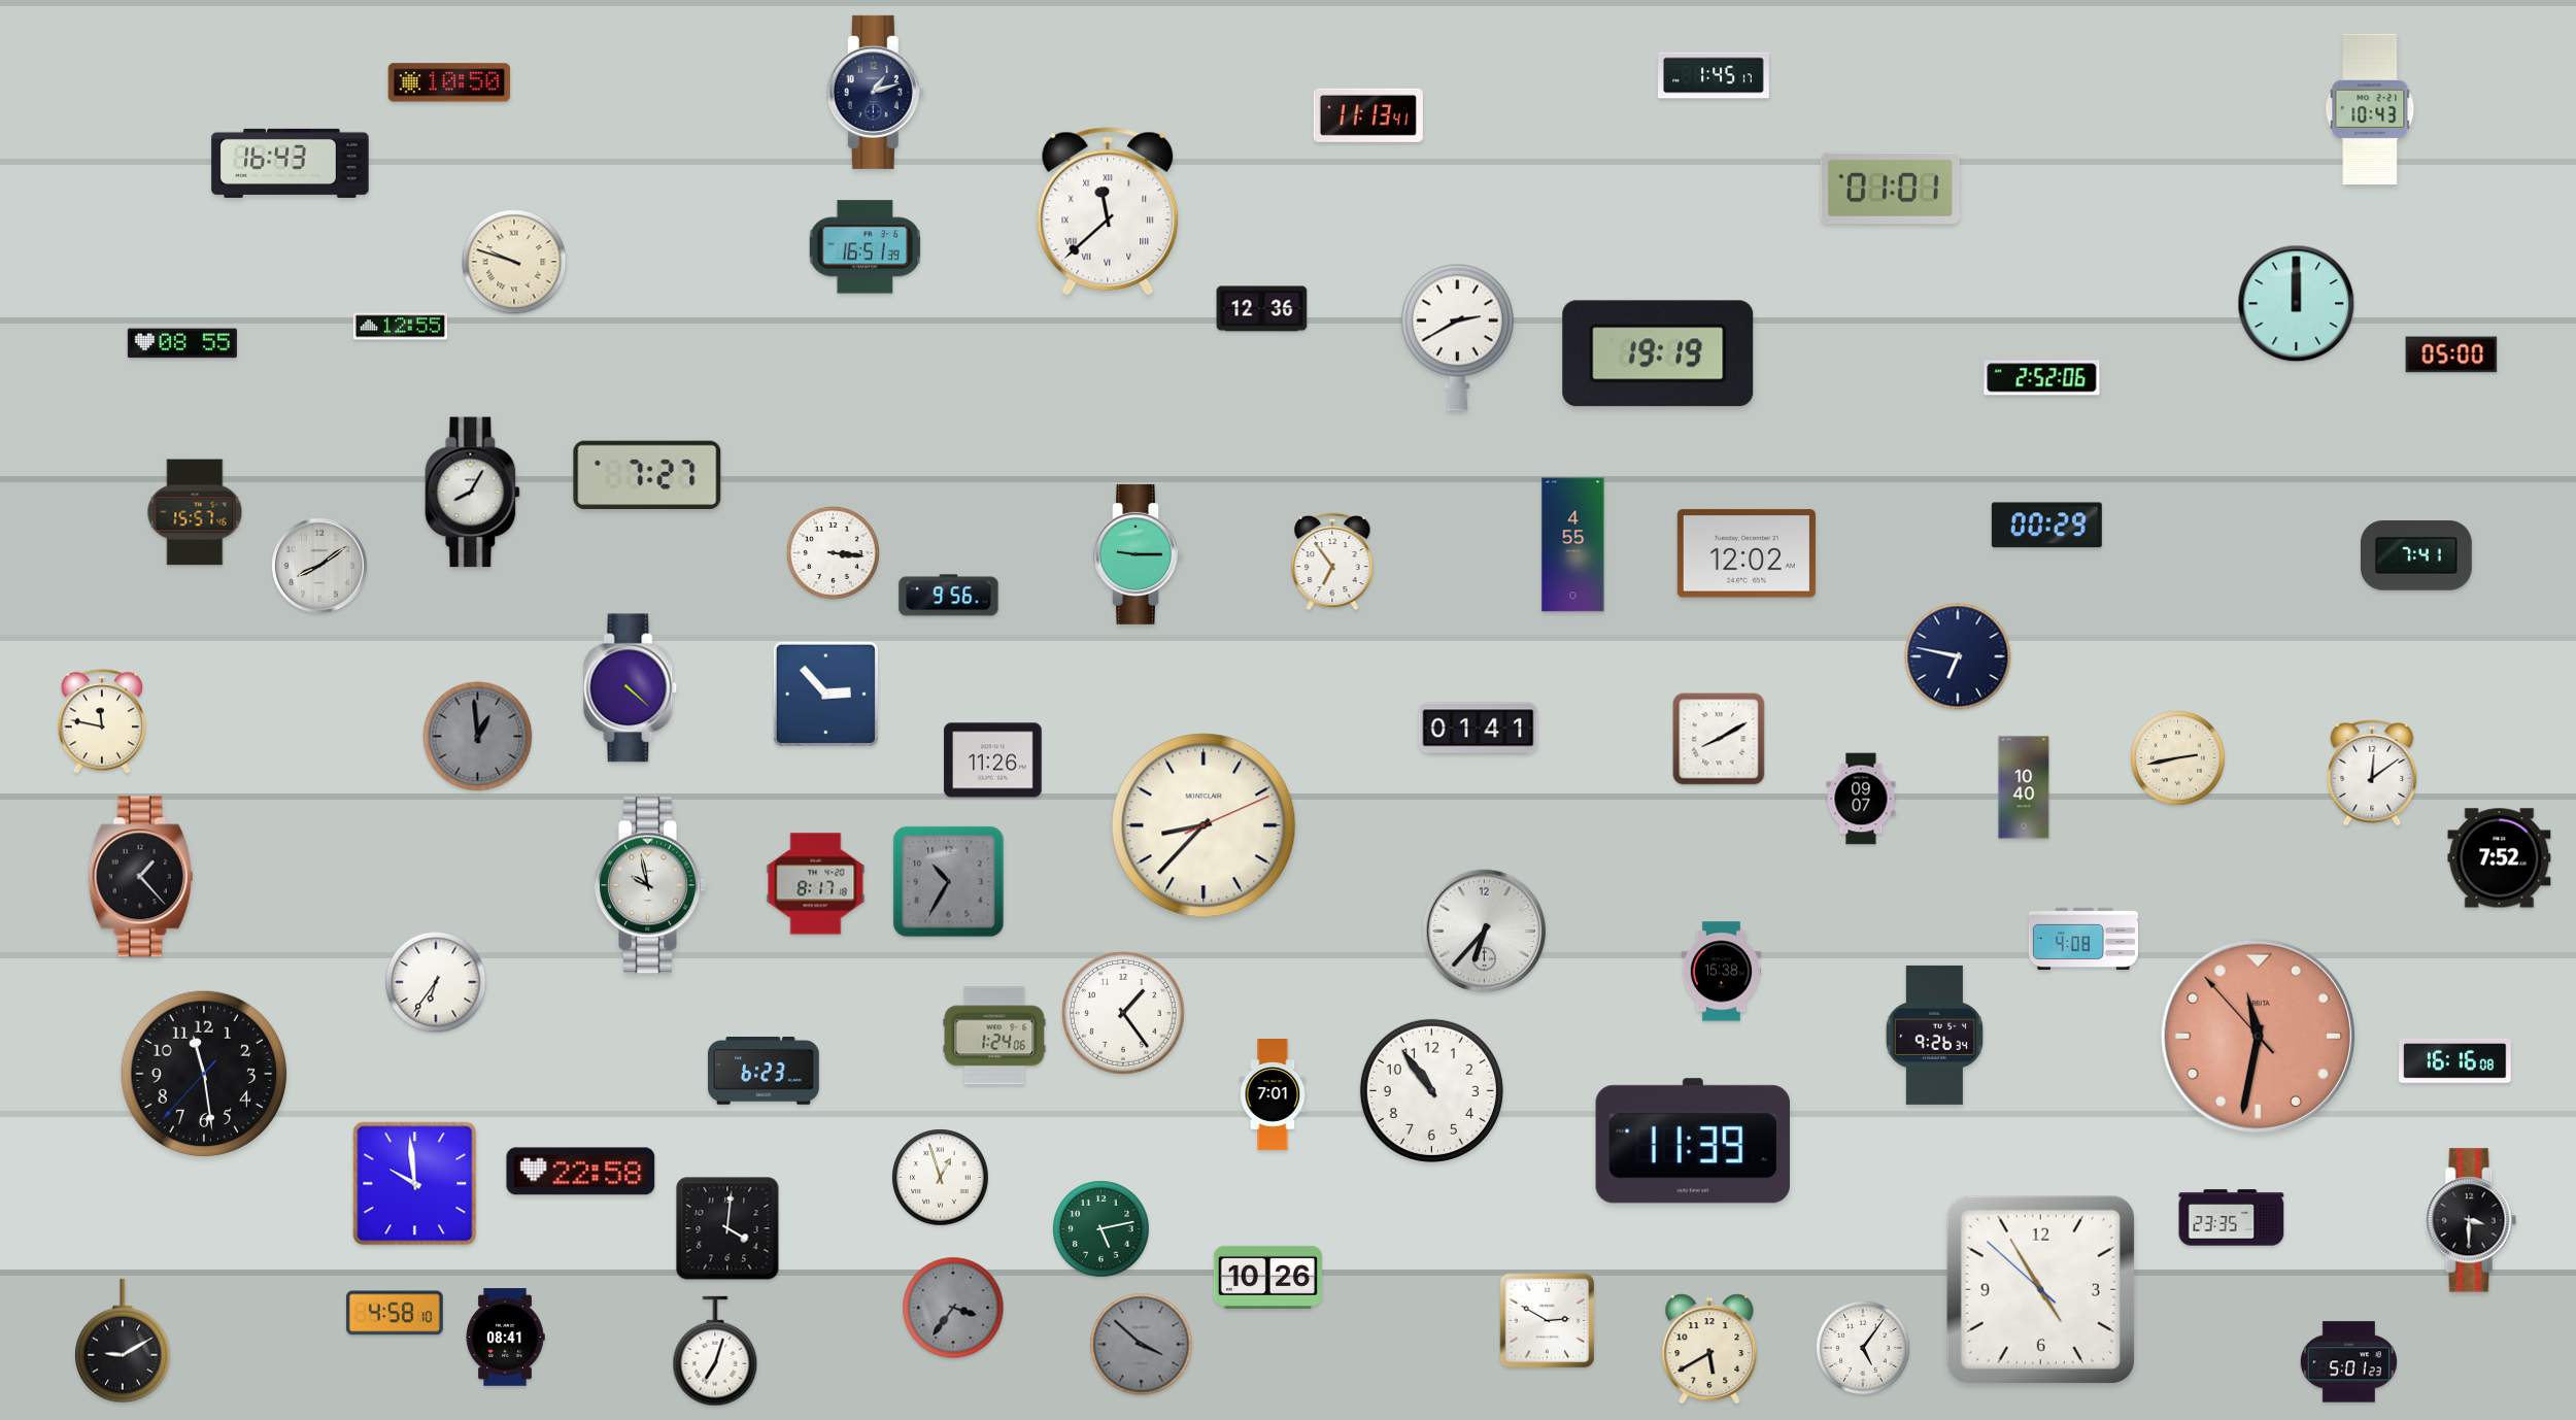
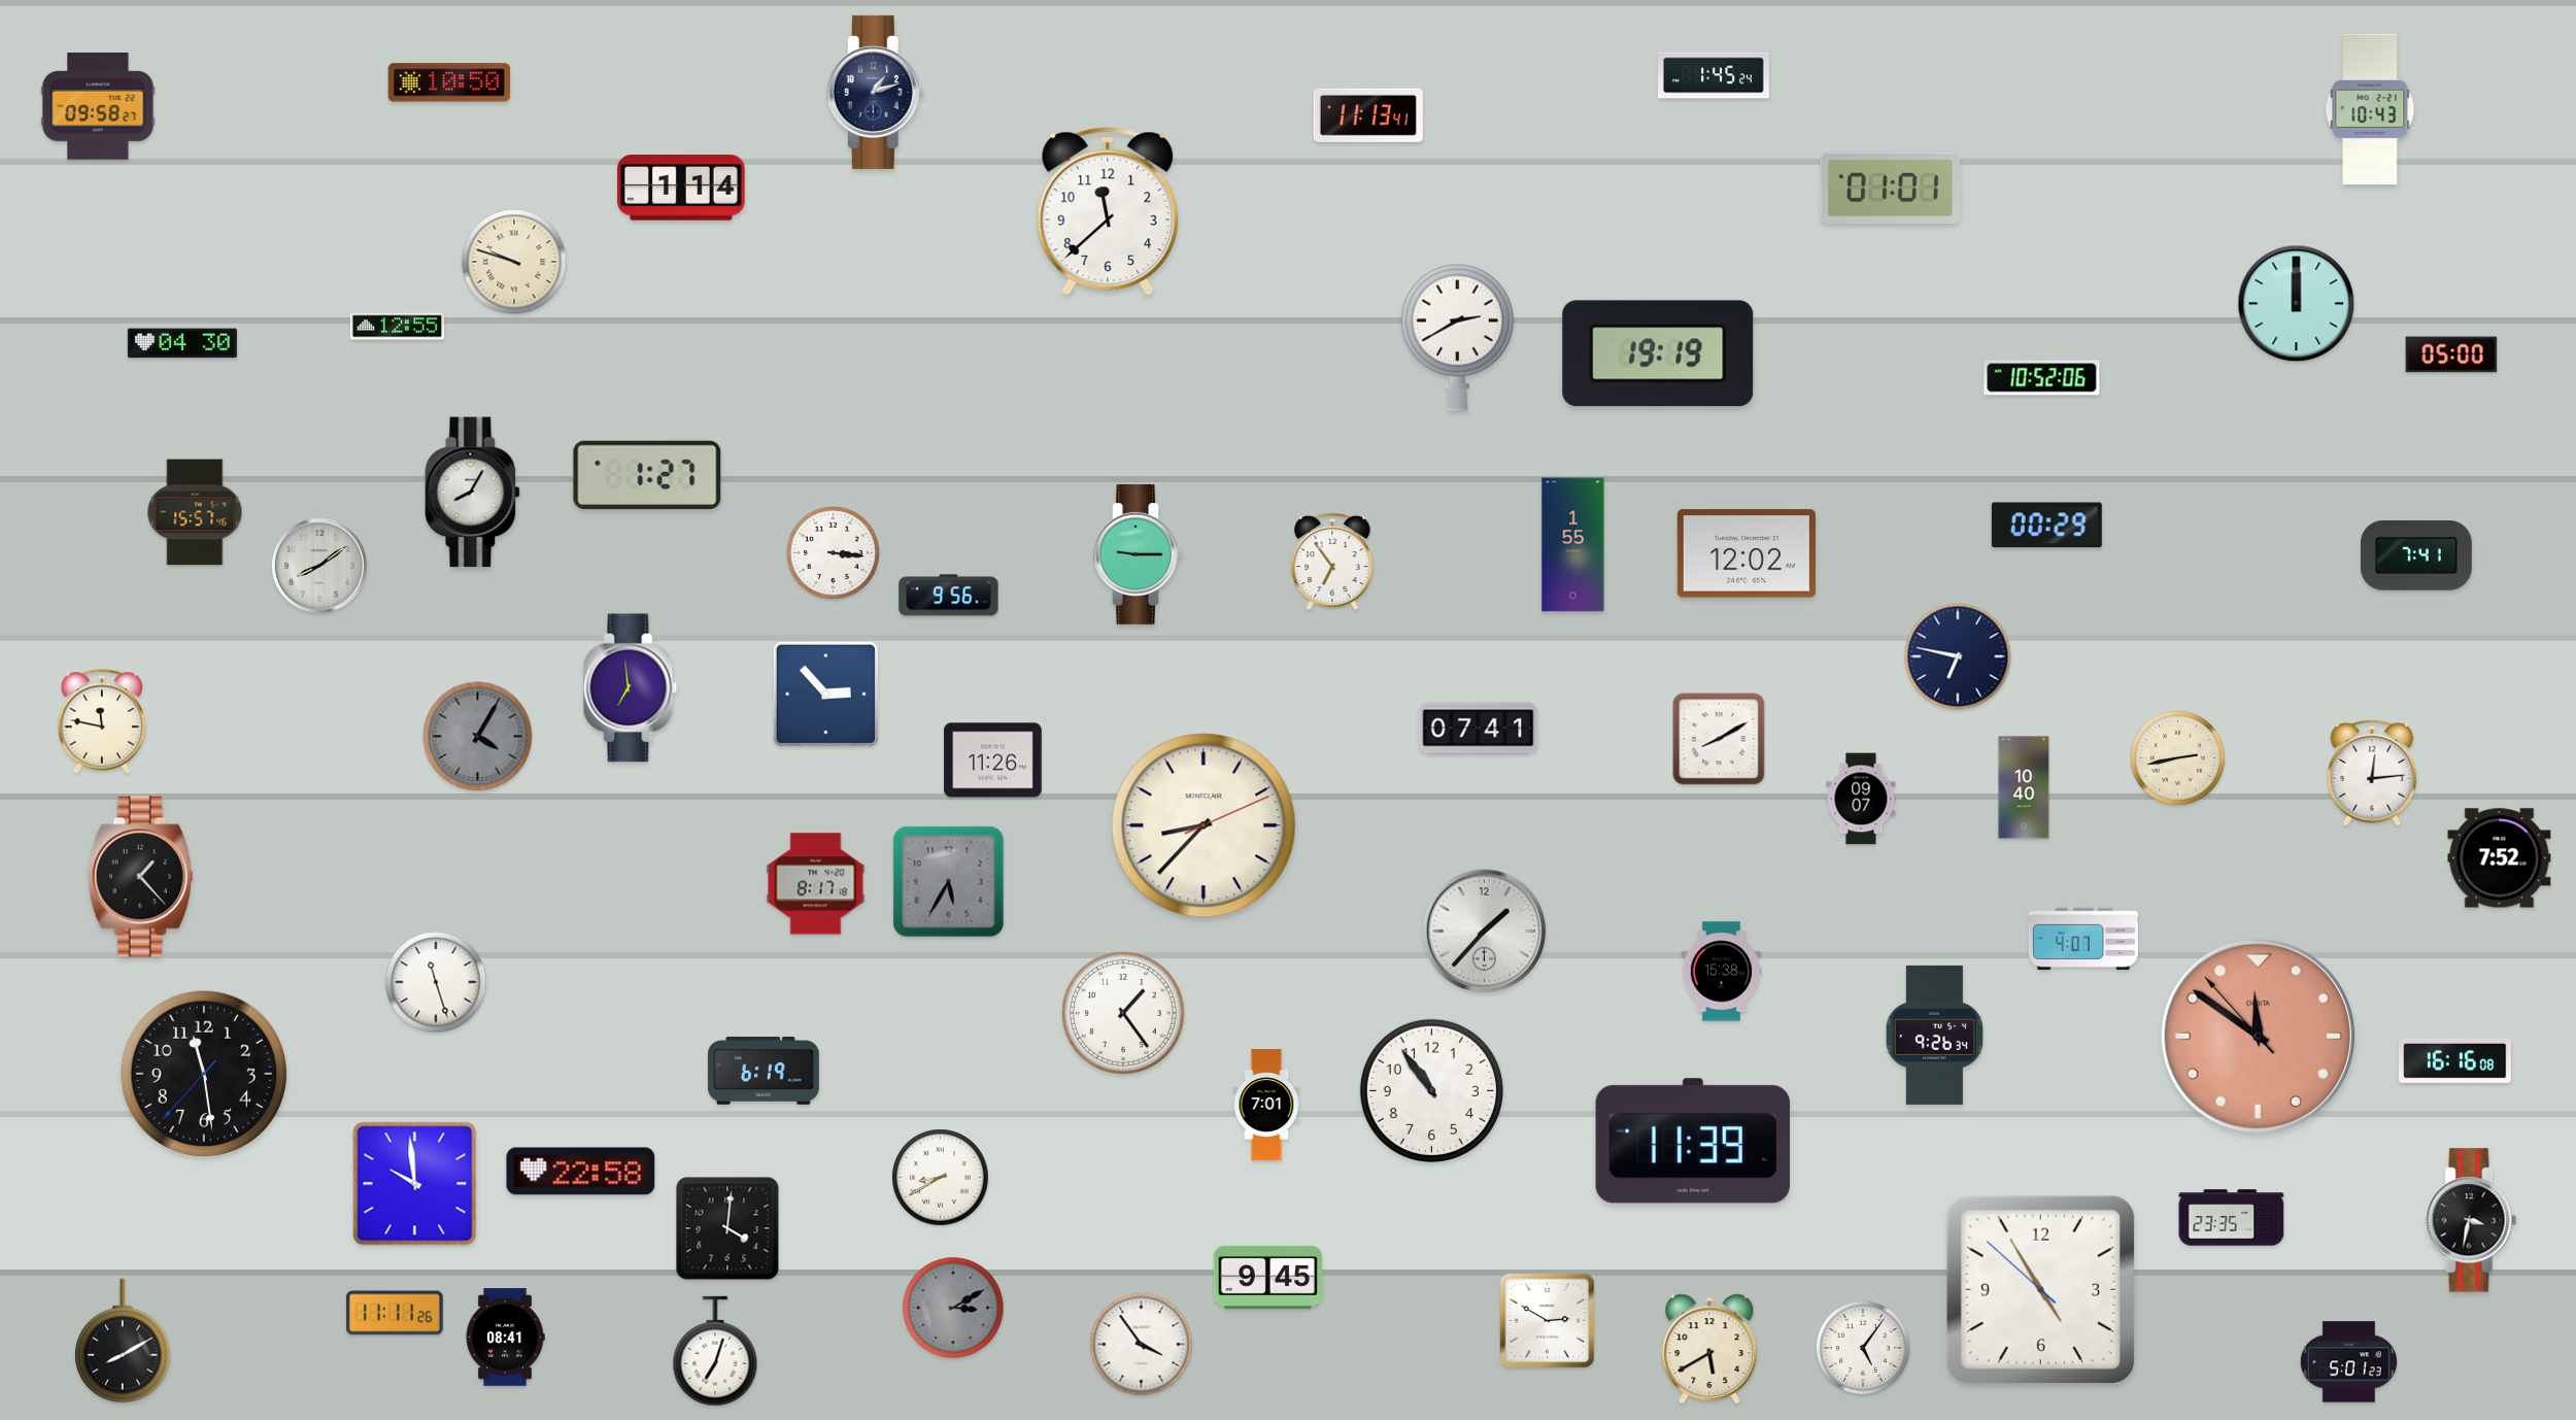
clock at (1715, 75): 1:45:17 -> 1:45:24
clock at (98, 107): none -> 09:58
clock at (291, 163): 16:43 -> none
clock at (681, 188): none -> 1:14
clock at (1108, 211) numerals: Roman -> Arabic
clock at (866, 247): 16:51 -> none
clock at (1262, 309): 12:36 -> none
clock at (400, 327) position: (400, 327) -> (397, 327)
clock at (182, 343): 08:55 -> 04:30
clock at (2042, 378): 2:52 -> 10:52
clock at (647, 475): 7:27 -> 1:27
clock at (1573, 545): 4:55 -> 1:55
clock at (631, 688): 4:22 -> 6:59
clock at (1479, 729): 01:41 -> 07:41
clock at (478, 737): 12:59 -> 4:05
clock at (2372, 773): 12:09 -> 12:14
clock at (949, 882): 10:35 -> 5:35
clock at (650, 885): 9:58 -> none
clock at (1485, 932): 6:37 -> 1:37
clock at (2083, 939): 4:08 -> 4:07
clock at (436, 982): 6:36 -> 11:27
clock at (994, 1036): 1:24 -> none
clock at (2259, 1037): 11:31 -> 11:50
clock at (764, 1072): 6:23 -> 6:19
clock at (1273, 1094) position: (1273, 1094) -> (1266, 1105)
clock at (941, 1178): 12:57 -> 8:40
clock at (2471, 1220): 3:30 -> 3:32
clock at (1101, 1229): 5:13 -> none
clock at (1267, 1277): 10:26 -> 9:45
clock at (953, 1308): 3:36 -> 3:10
clock at (395, 1313): 4:58 -> 11:11
clock at (123, 1341): 9:10 -> 8:10
clock at (1142, 1345): 3:52 -> 3:54
clock at (1142, 1345) dial: grey -> white
